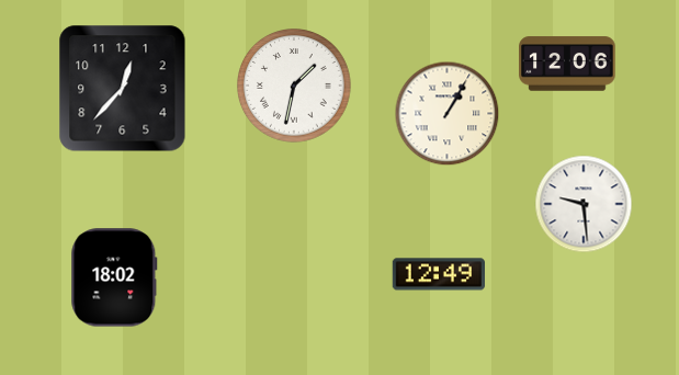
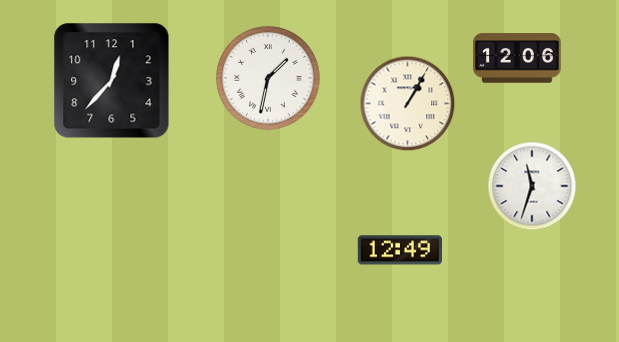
clock at (584, 204): 9:29 -> 11:33
clock at (114, 277): 18:02 -> none
